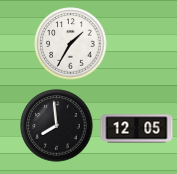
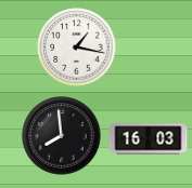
clock at (71, 44): 1:35 -> 1:17
clock at (137, 129): 12:05 -> 16:03
